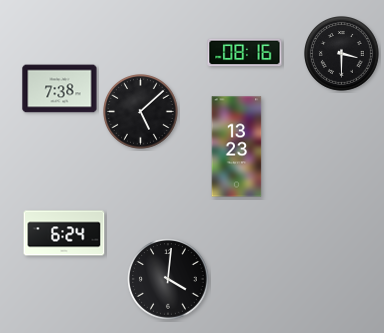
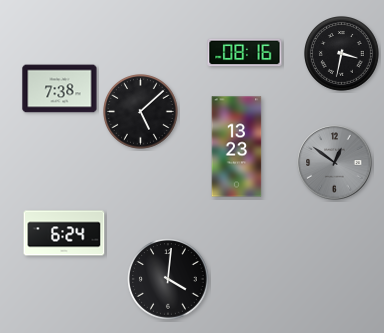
clock at (342, 54): 3:30 -> 3:32
clock at (335, 163): none -> 12:51
